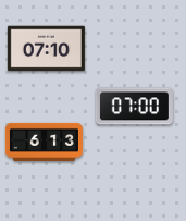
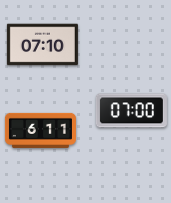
clock at (134, 107) position: (134, 107) -> (131, 111)
clock at (44, 142): 6:13 -> 6:11
